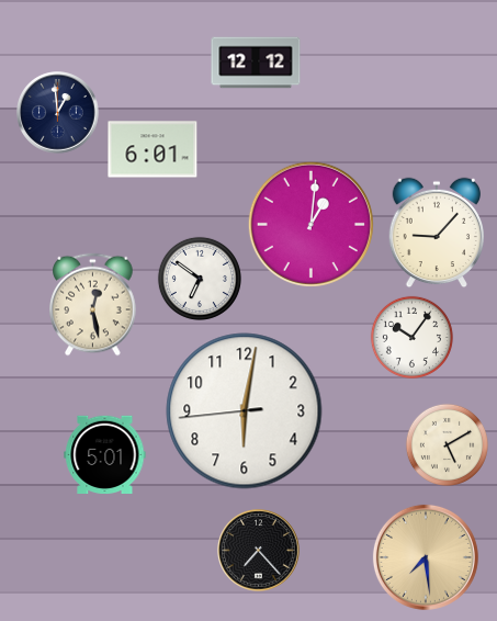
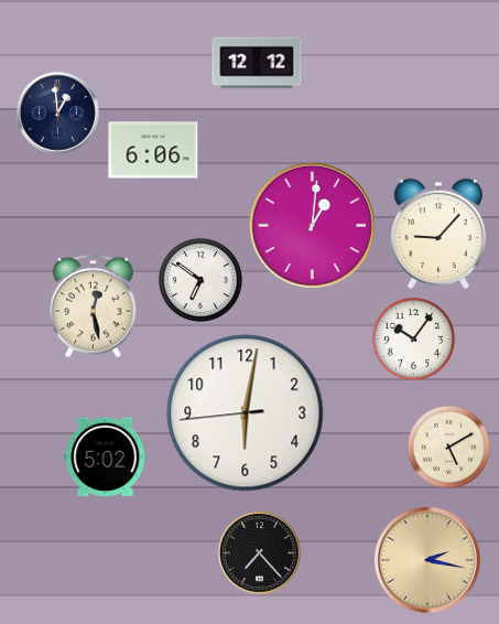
clock at (153, 149): 6:01 -> 6:06
clock at (105, 454): 5:01 -> 5:02
clock at (426, 557): 7:29 -> 2:17
